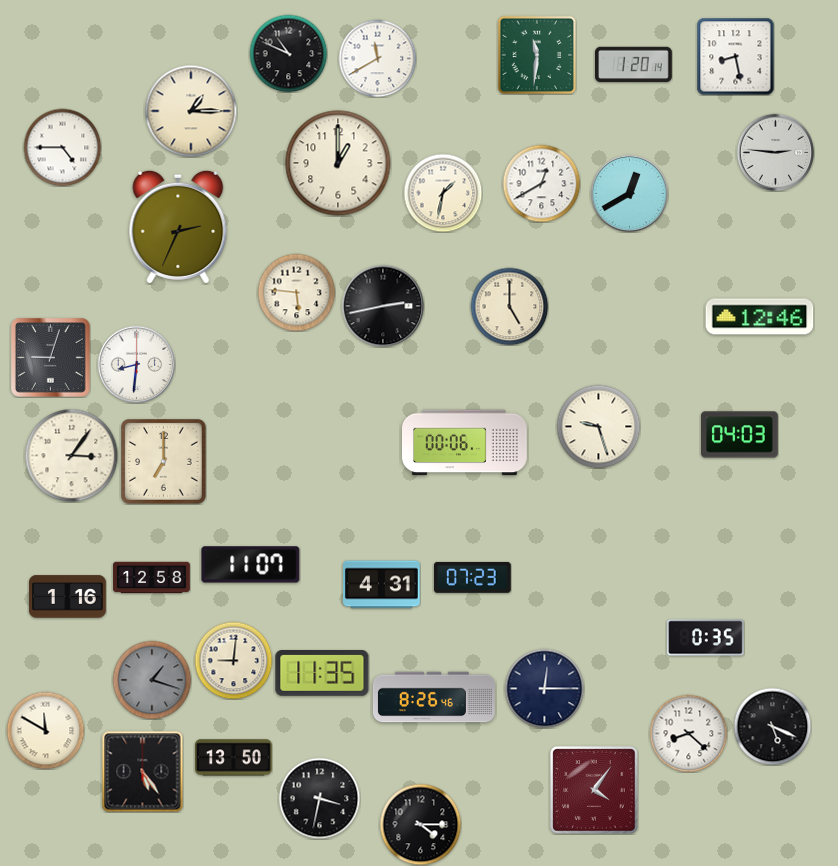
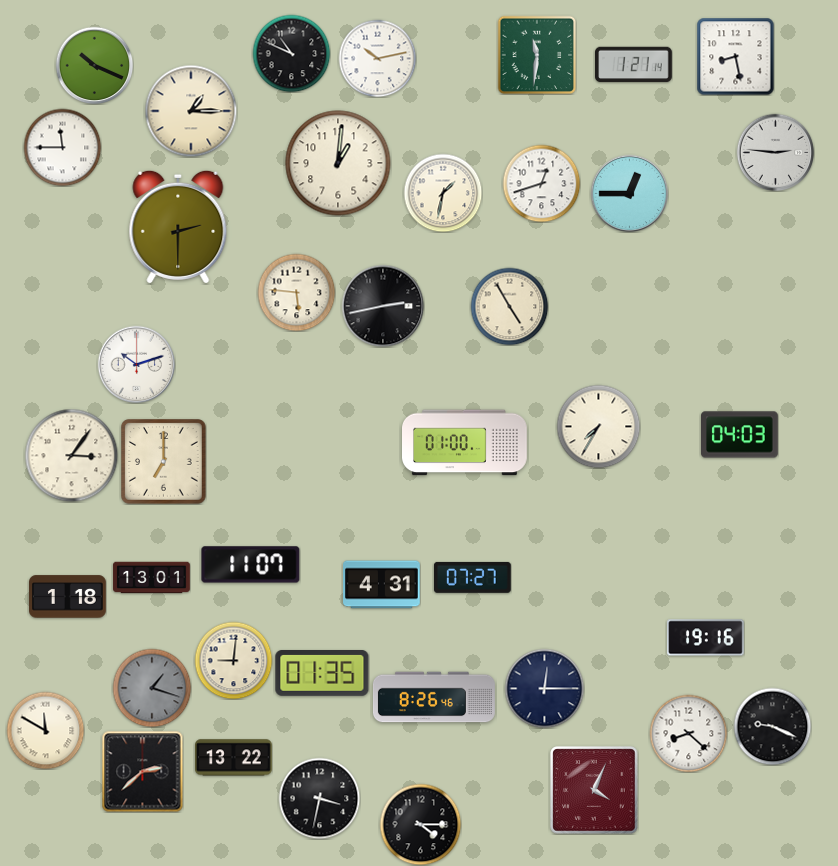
clock at (288, 53) position: (288, 53) -> (291, 53)
clock at (377, 58): 11:40 -> 10:13
clock at (94, 65): none -> 10:19
clock at (634, 65): 1:20 -> 1:21
clock at (62, 147): 4:45 -> 11:45
clock at (338, 163): 1:00 -> 1:01
clock at (541, 183): 12:40 -> 12:42
clock at (629, 193): 12:40 -> 12:45
clock at (178, 227): 2:34 -> 2:30
clock at (509, 306): 5:00 -> 4:55
clock at (760, 317): 12:46 -> none
clock at (51, 358): 9:03 -> none
clock at (136, 364): 8:31 -> 10:12
clock at (598, 426): 9:27 -> 7:35
clock at (465, 443): 00:06 -> 01:00
clock at (472, 577): 07:23 -> 07:27
clock at (152, 578): 12:58 -> 13:01
clock at (68, 597): 1:16 -> 1:18
clock at (706, 638): 0:35 -> 19:16
clock at (322, 674): 11:35 -> 01:35
clock at (152, 680) position: (152, 680) -> (152, 688)
clock at (772, 726): 5:19 -> 9:19
clock at (234, 758): 13:50 -> 13:22
clock at (142, 771): 5:24 -> 2:38
clock at (594, 790): 4:06 -> 4:04
